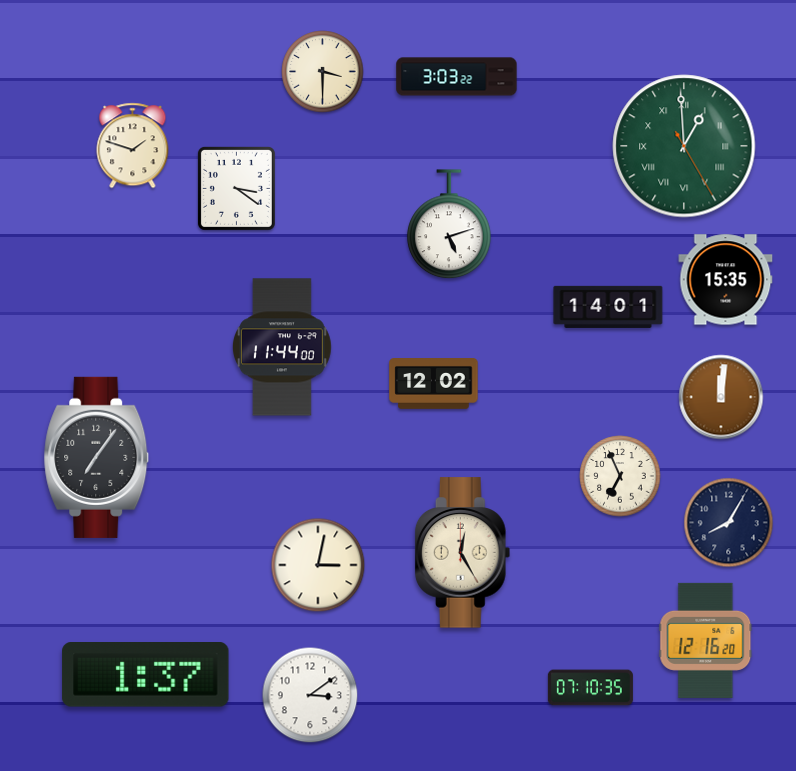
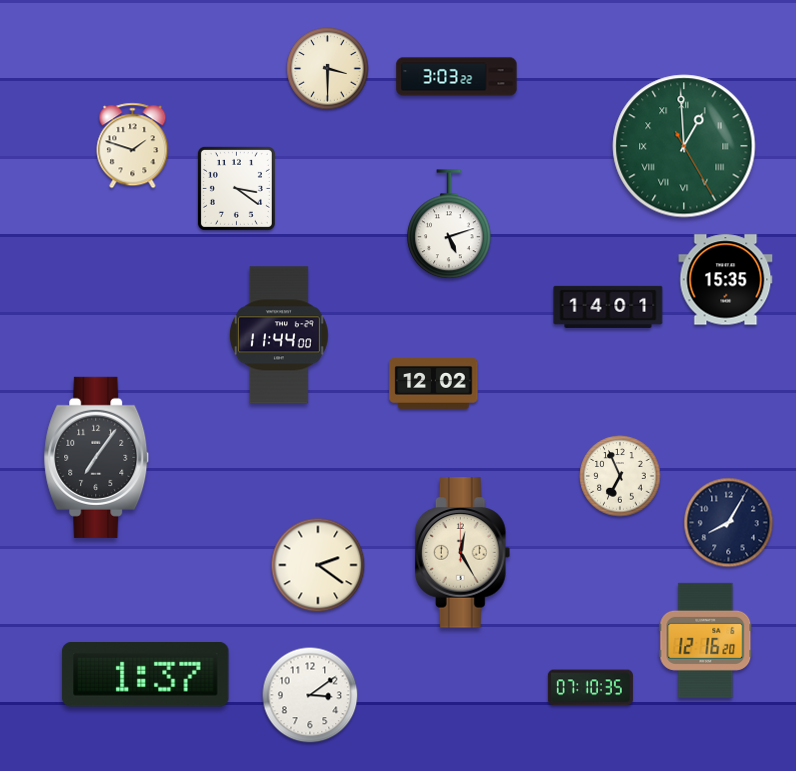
clock at (323, 72) position: (323, 72) -> (328, 69)
clock at (282, 347) position: (282, 347) -> (279, 335)
clock at (721, 397): 12:01 -> none
clock at (318, 565): 3:02 -> 2:21
